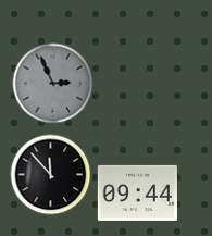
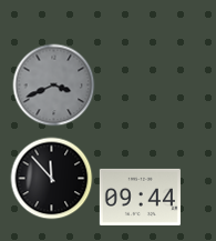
clock at (53, 84): 2:56 -> 3:41
